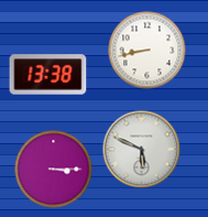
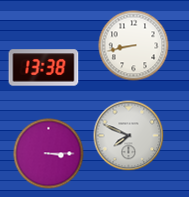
clock at (142, 150): 5:49 -> 7:49
